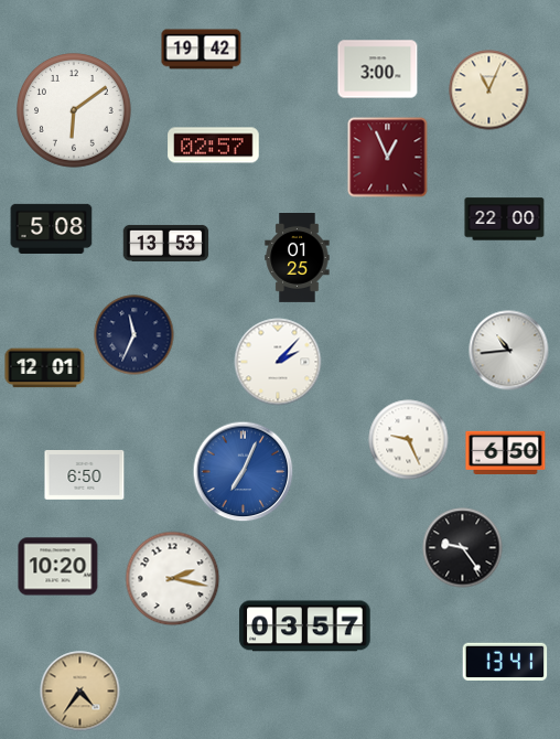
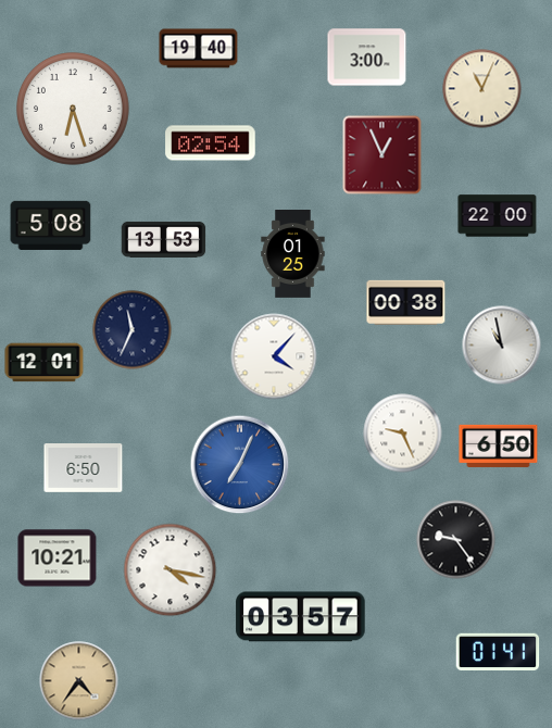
clock at (202, 50): 19:42 -> 19:40
clock at (378, 69) position: (378, 69) -> (367, 58)
clock at (75, 111): 6:09 -> 6:27
clock at (214, 146): 02:57 -> 02:54
clock at (406, 302): none -> 00:38
clock at (509, 351): 10:44 -> 10:58
clock at (278, 362): 2:07 -> 4:07
clock at (58, 567): 10:20 -> 10:21
clock at (173, 579): 2:17 -> 4:17
clock at (505, 662): 13:41 -> 01:41
